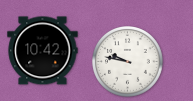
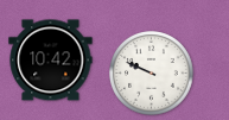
clock at (128, 62): 9:47 -> 9:49
